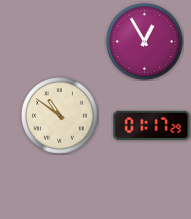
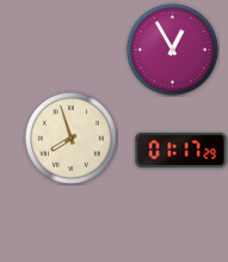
clock at (60, 116): 10:51 -> 7:57
